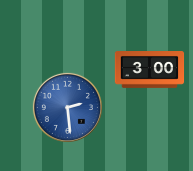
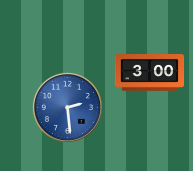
clock at (150, 70) position: (150, 70) -> (150, 73)
